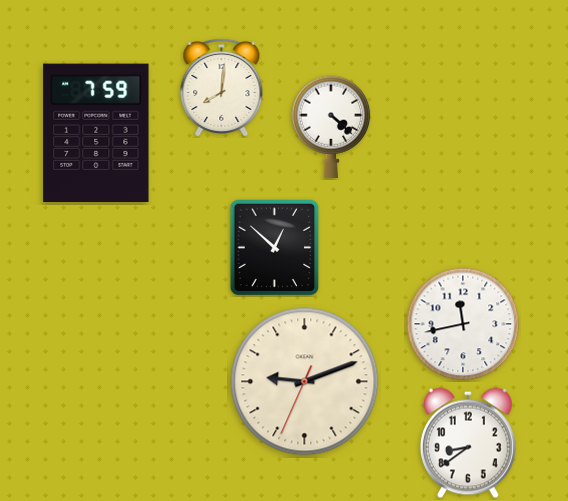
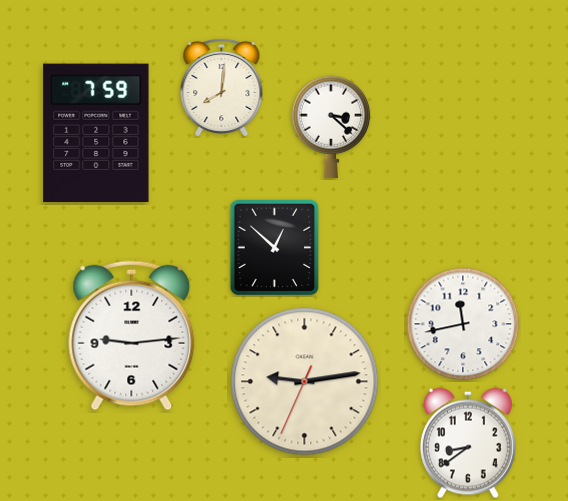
clock at (331, 127): 4:22 -> 3:22
clock at (132, 336): none -> 9:14
clock at (305, 382): 9:11 -> 9:13
